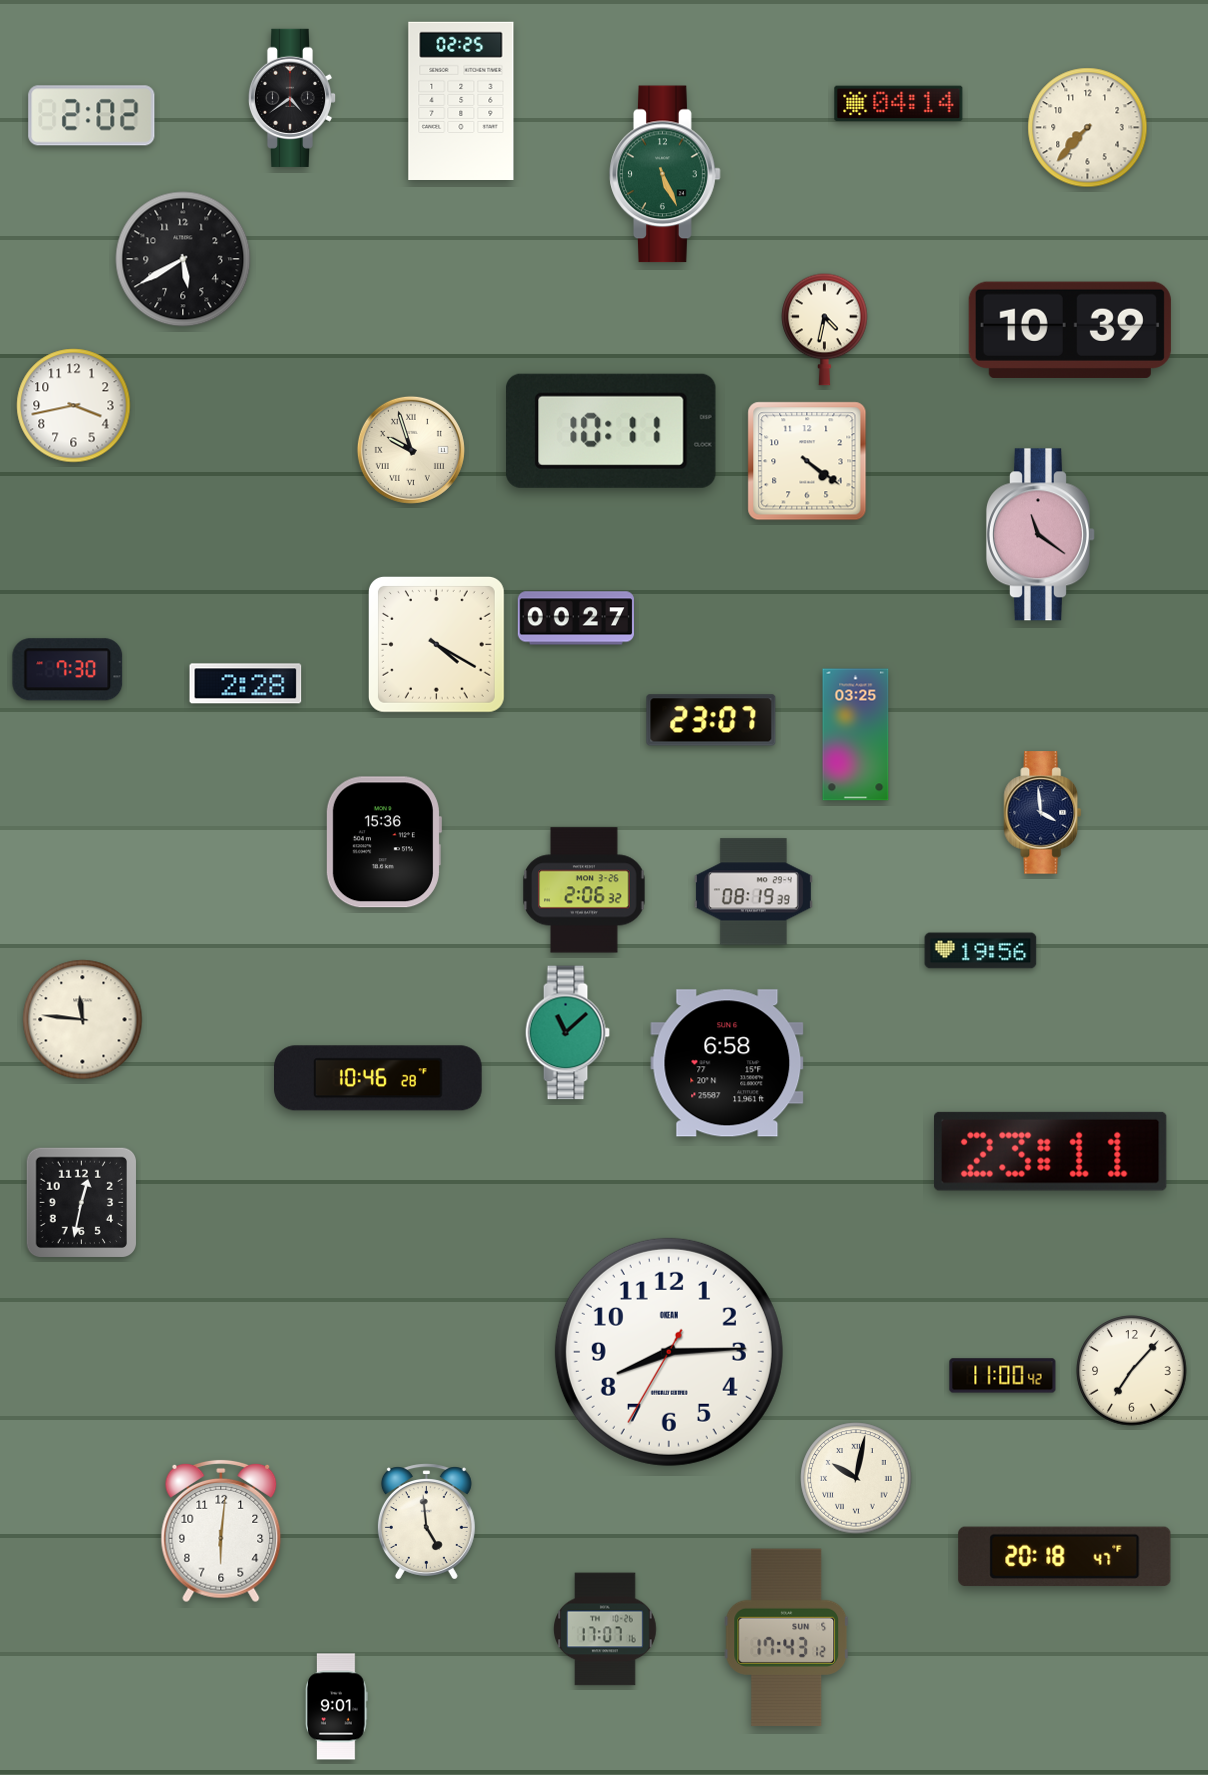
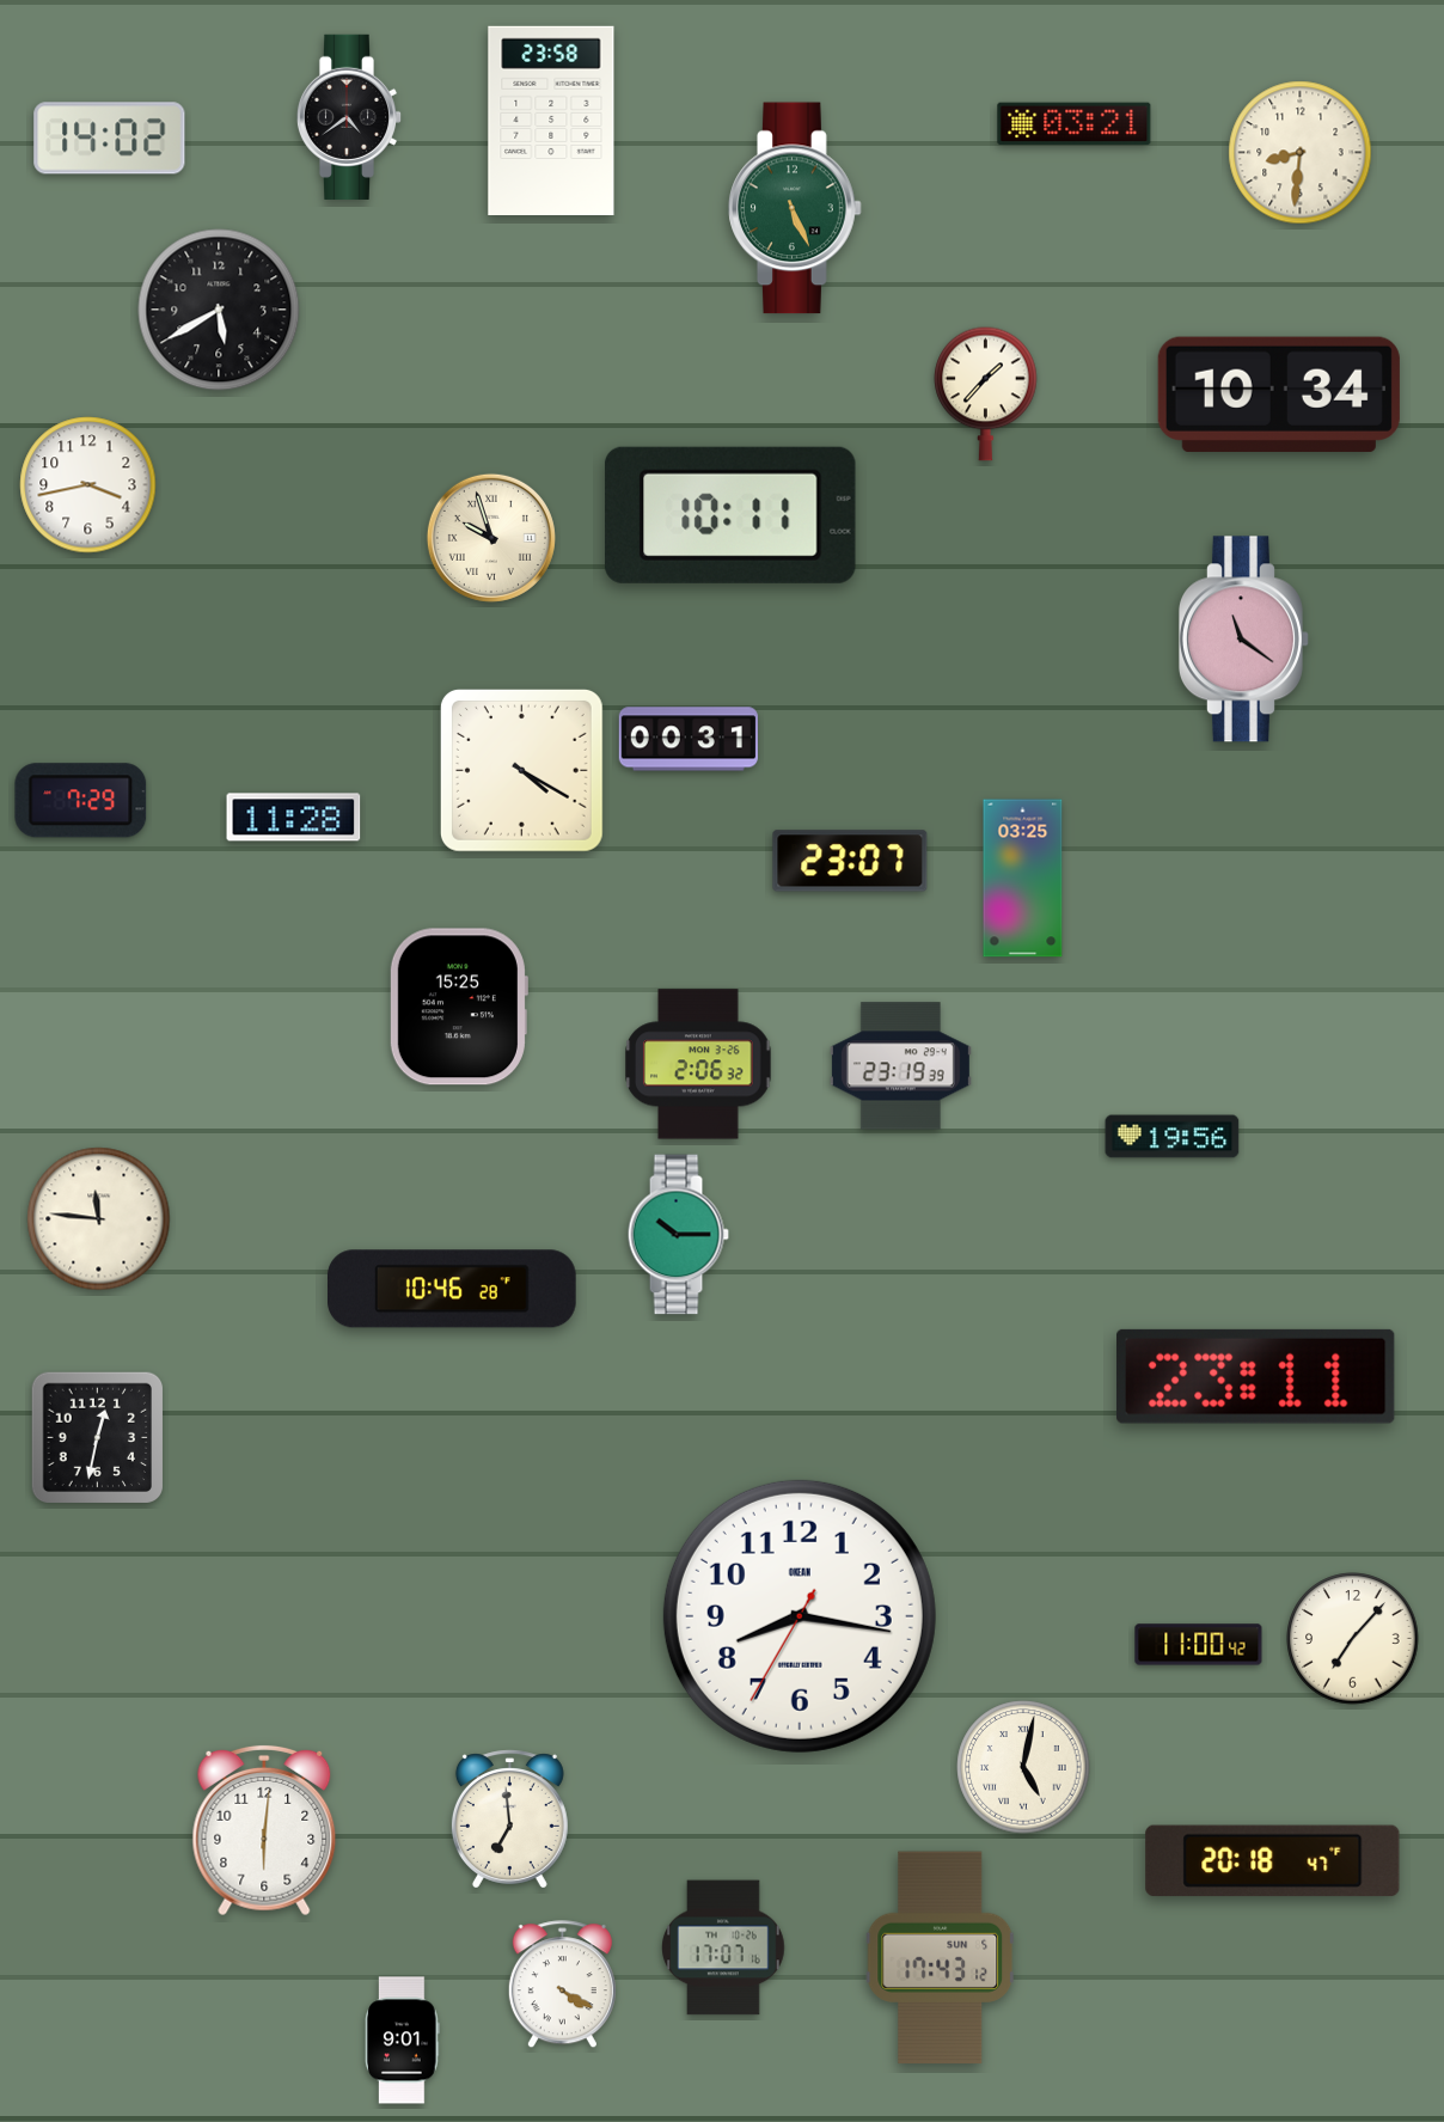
clock at (461, 100): 02:25 -> 23:58
clock at (899, 104): 04:14 -> 03:21
clock at (92, 116): 2:02 -> 14:02
clock at (1088, 128): 7:37 -> 8:31
clock at (825, 329): 4:32 -> 1:37
clock at (1070, 329): 10:39 -> 10:34
clock at (807, 461): 4:21 -> none
clock at (576, 618): 00:27 -> 00:31
clock at (68, 670): 7:30 -> 7:29
clock at (246, 684): 2:28 -> 11:28
clock at (1043, 813): 3:59 -> none
clock at (383, 842): 15:36 -> 15:25
clock at (753, 892): 08:19 -> 23:19
clock at (567, 1033): 11:08 -> 10:15
clock at (727, 1063): 6:58 -> none
clock at (669, 1352): 8:14 -> 8:16
clock at (856, 1478): 10:02 -> 5:02
clock at (426, 1522): 4:59 -> 6:59
clock at (562, 1985): none -> 4:20
